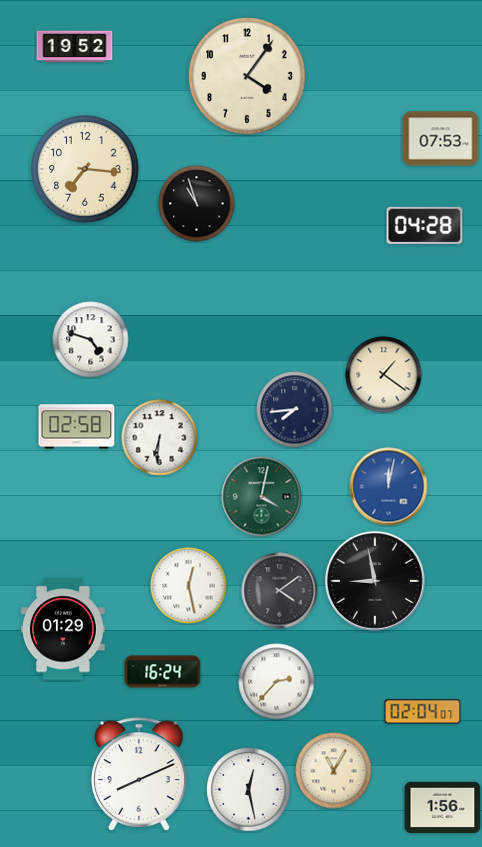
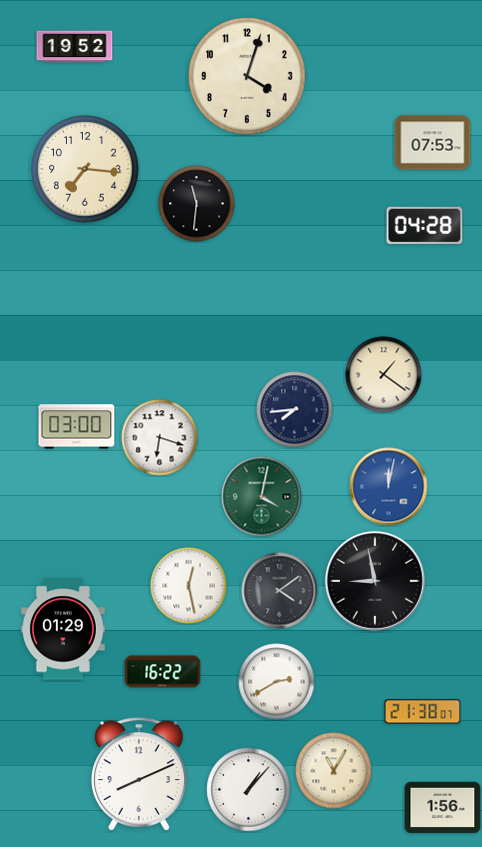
clock at (248, 77): 4:06 -> 4:03
clock at (441, 139) position: (441, 139) -> (433, 143)
clock at (197, 204): 10:57 -> 11:31
clock at (91, 340): 4:48 -> none
clock at (77, 427): 02:58 -> 03:00
clock at (160, 438): 6:31 -> 6:18
clock at (163, 672): 16:24 -> 16:22
clock at (277, 682): 2:37 -> 2:40
clock at (423, 712): 02:04 -> 21:38
clock at (249, 790): 12:28 -> 1:07
